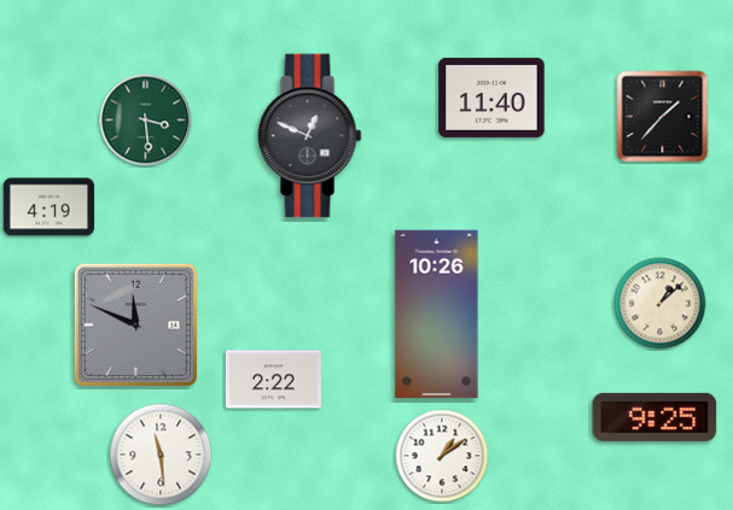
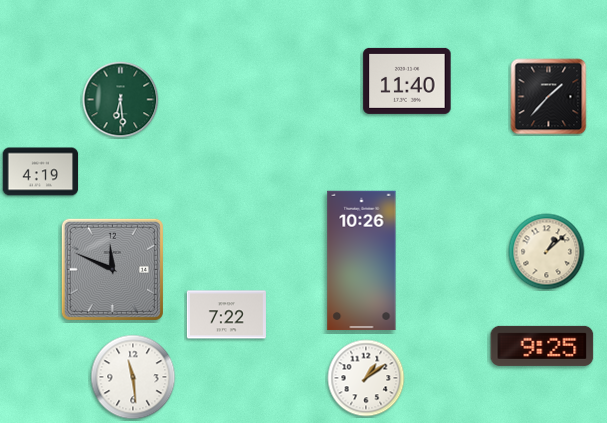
clock at (146, 121): 3:29 -> 6:29
clock at (310, 136): 12:49 -> none
clock at (273, 380): 2:22 -> 7:22
